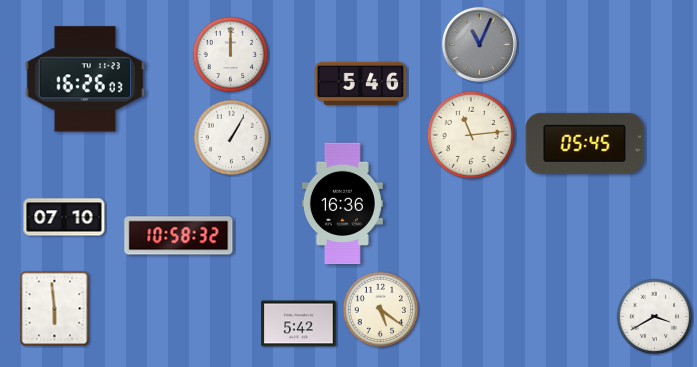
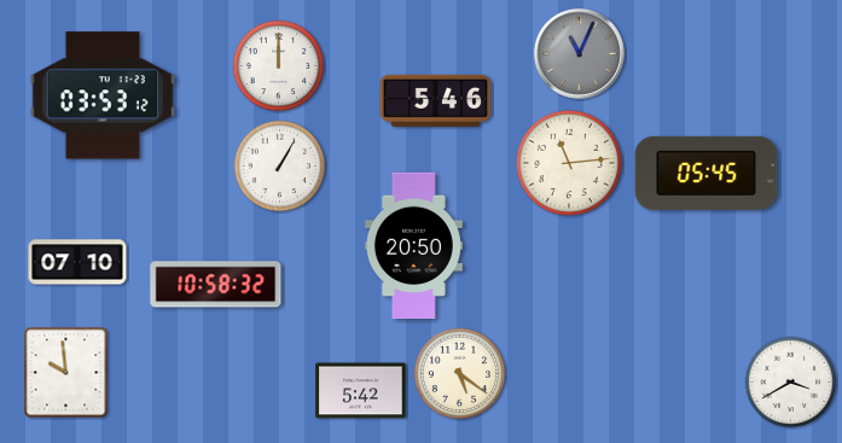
clock at (85, 79): 16:26 -> 03:53
clock at (342, 204): 16:36 -> 20:50
clock at (55, 309): 5:59 -> 9:59
